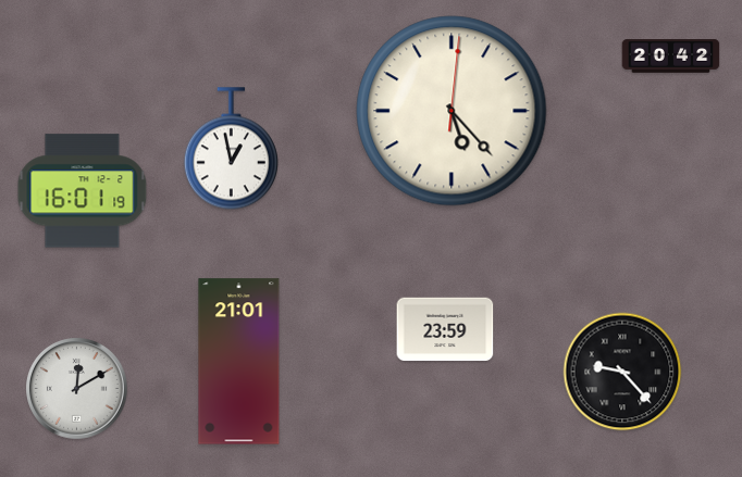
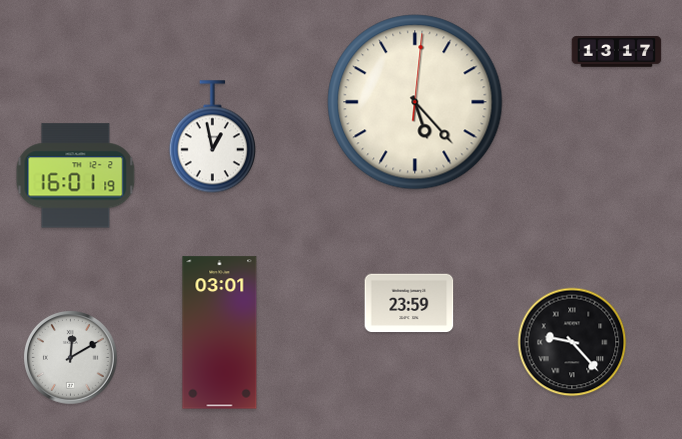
clock at (671, 57): 20:42 -> 13:17
clock at (239, 362): 21:01 -> 03:01
